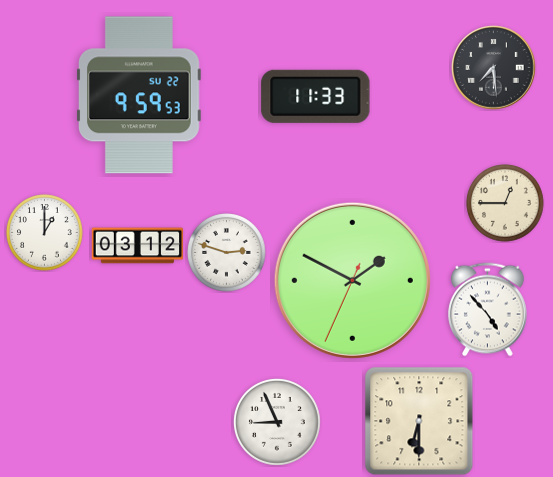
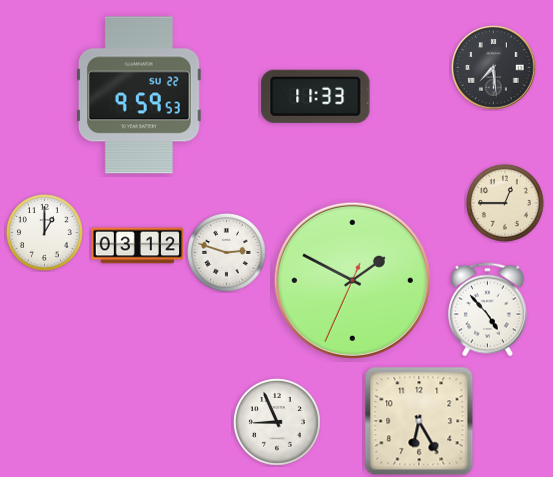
clock at (419, 421): 6:30 -> 6:25
